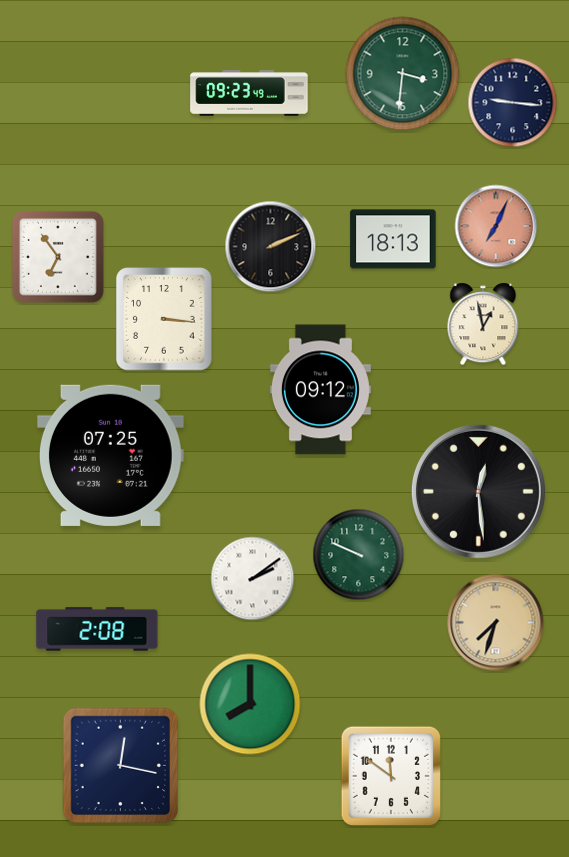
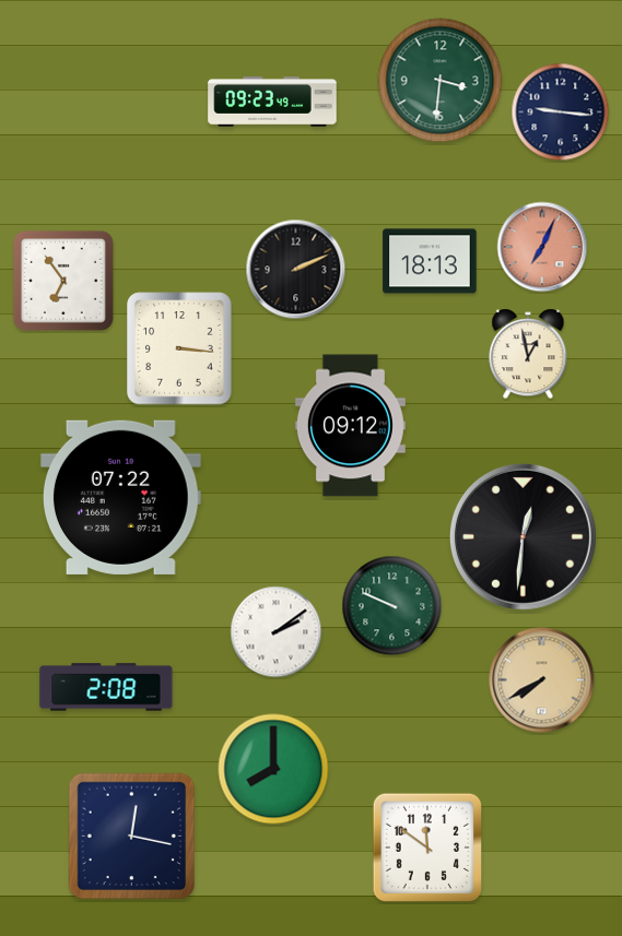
clock at (110, 455): 07:25 -> 07:22
clock at (478, 491): 12:29 -> 12:31
clock at (496, 623): 7:33 -> 7:40
